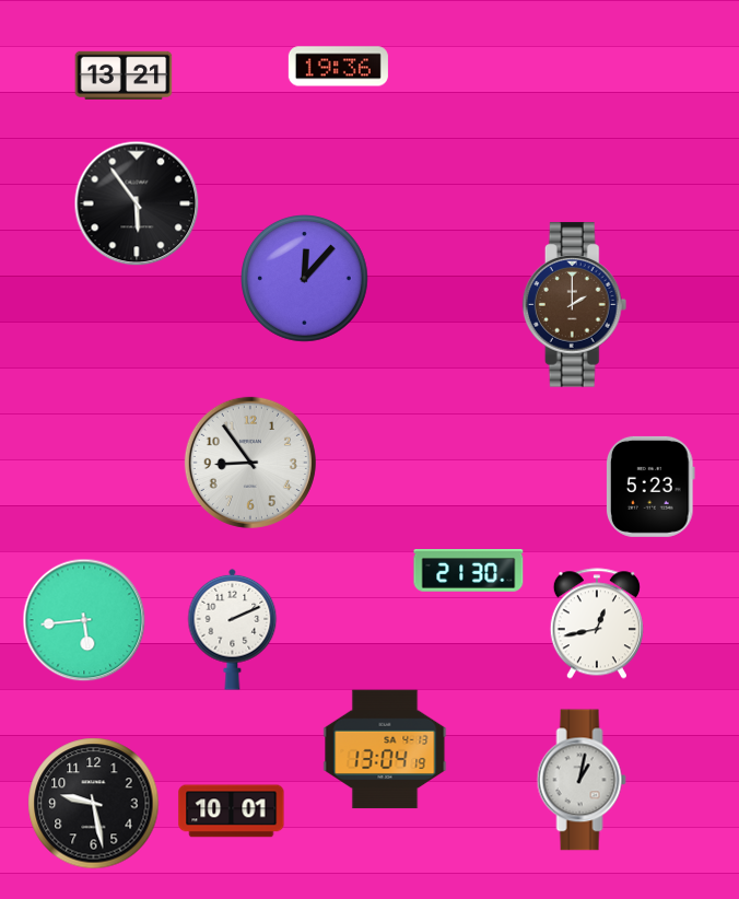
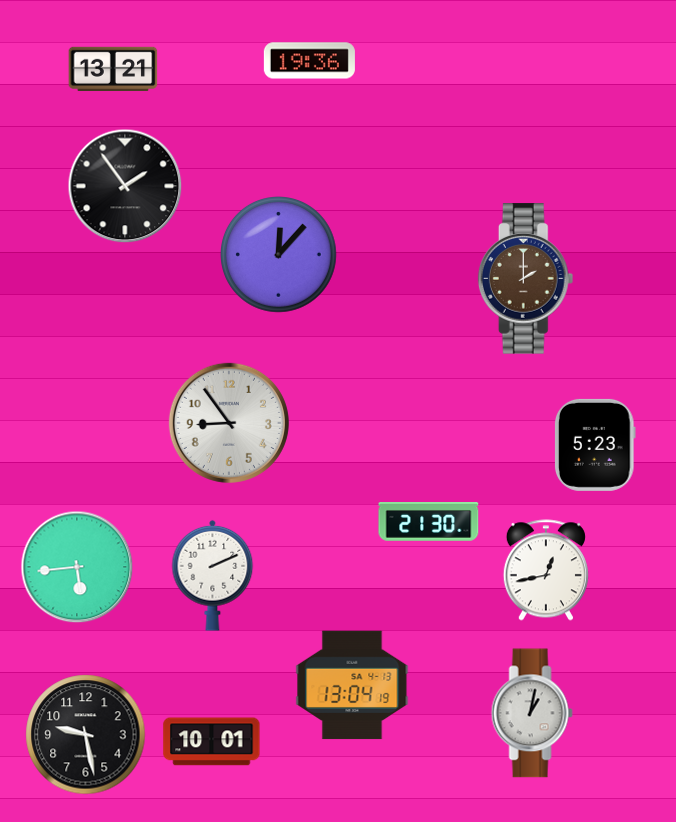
clock at (137, 203): 5:54 -> 1:54
